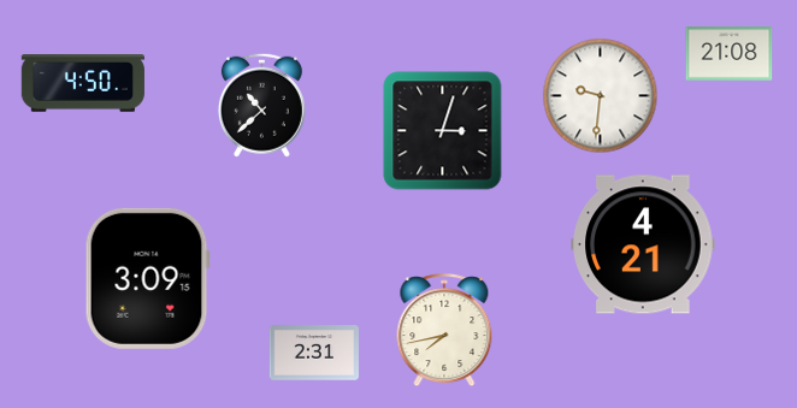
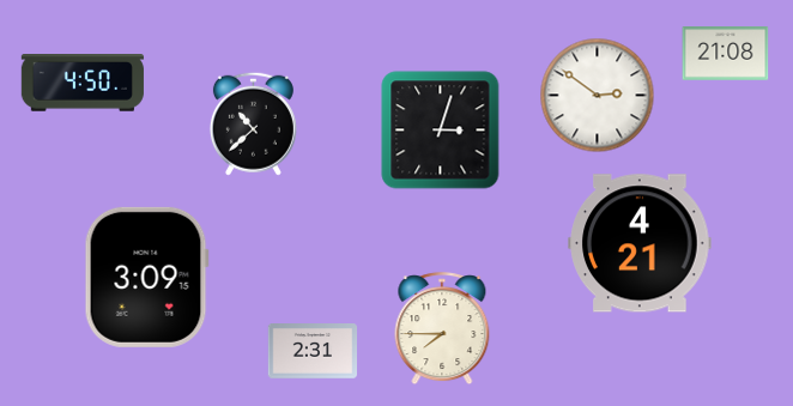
clock at (601, 96): 9:31 -> 2:51
clock at (261, 105) position: (261, 105) -> (253, 123)
clock at (444, 331): 7:43 -> 7:45
